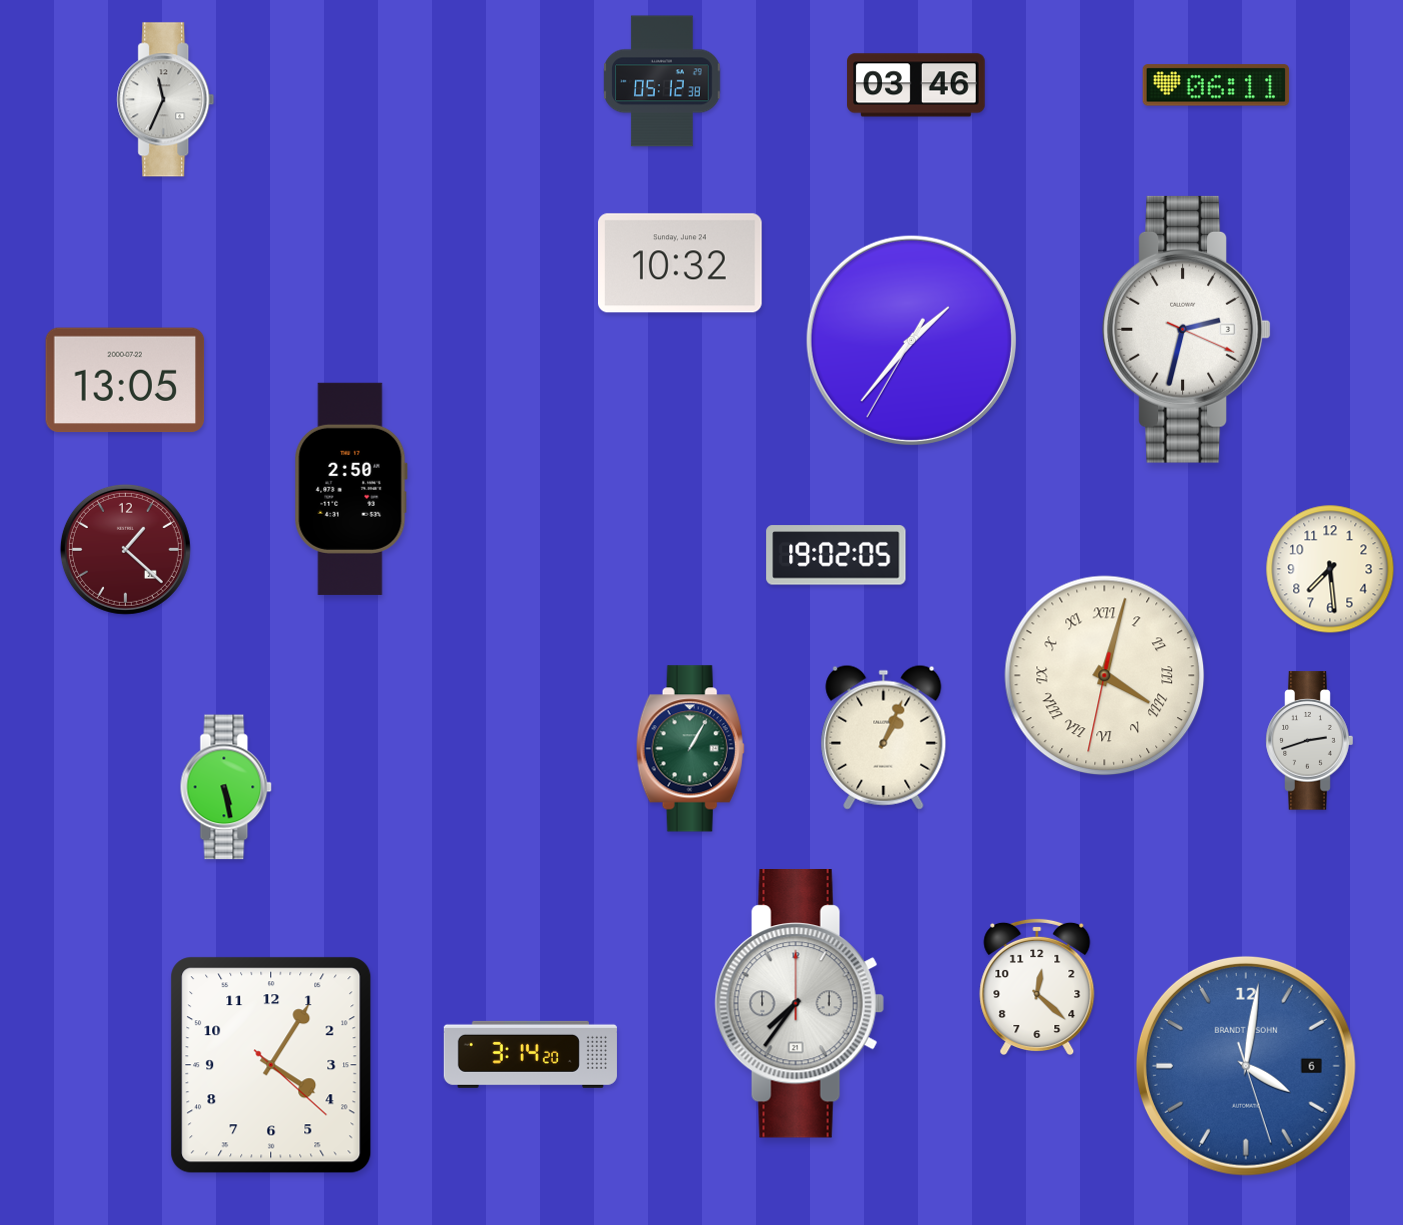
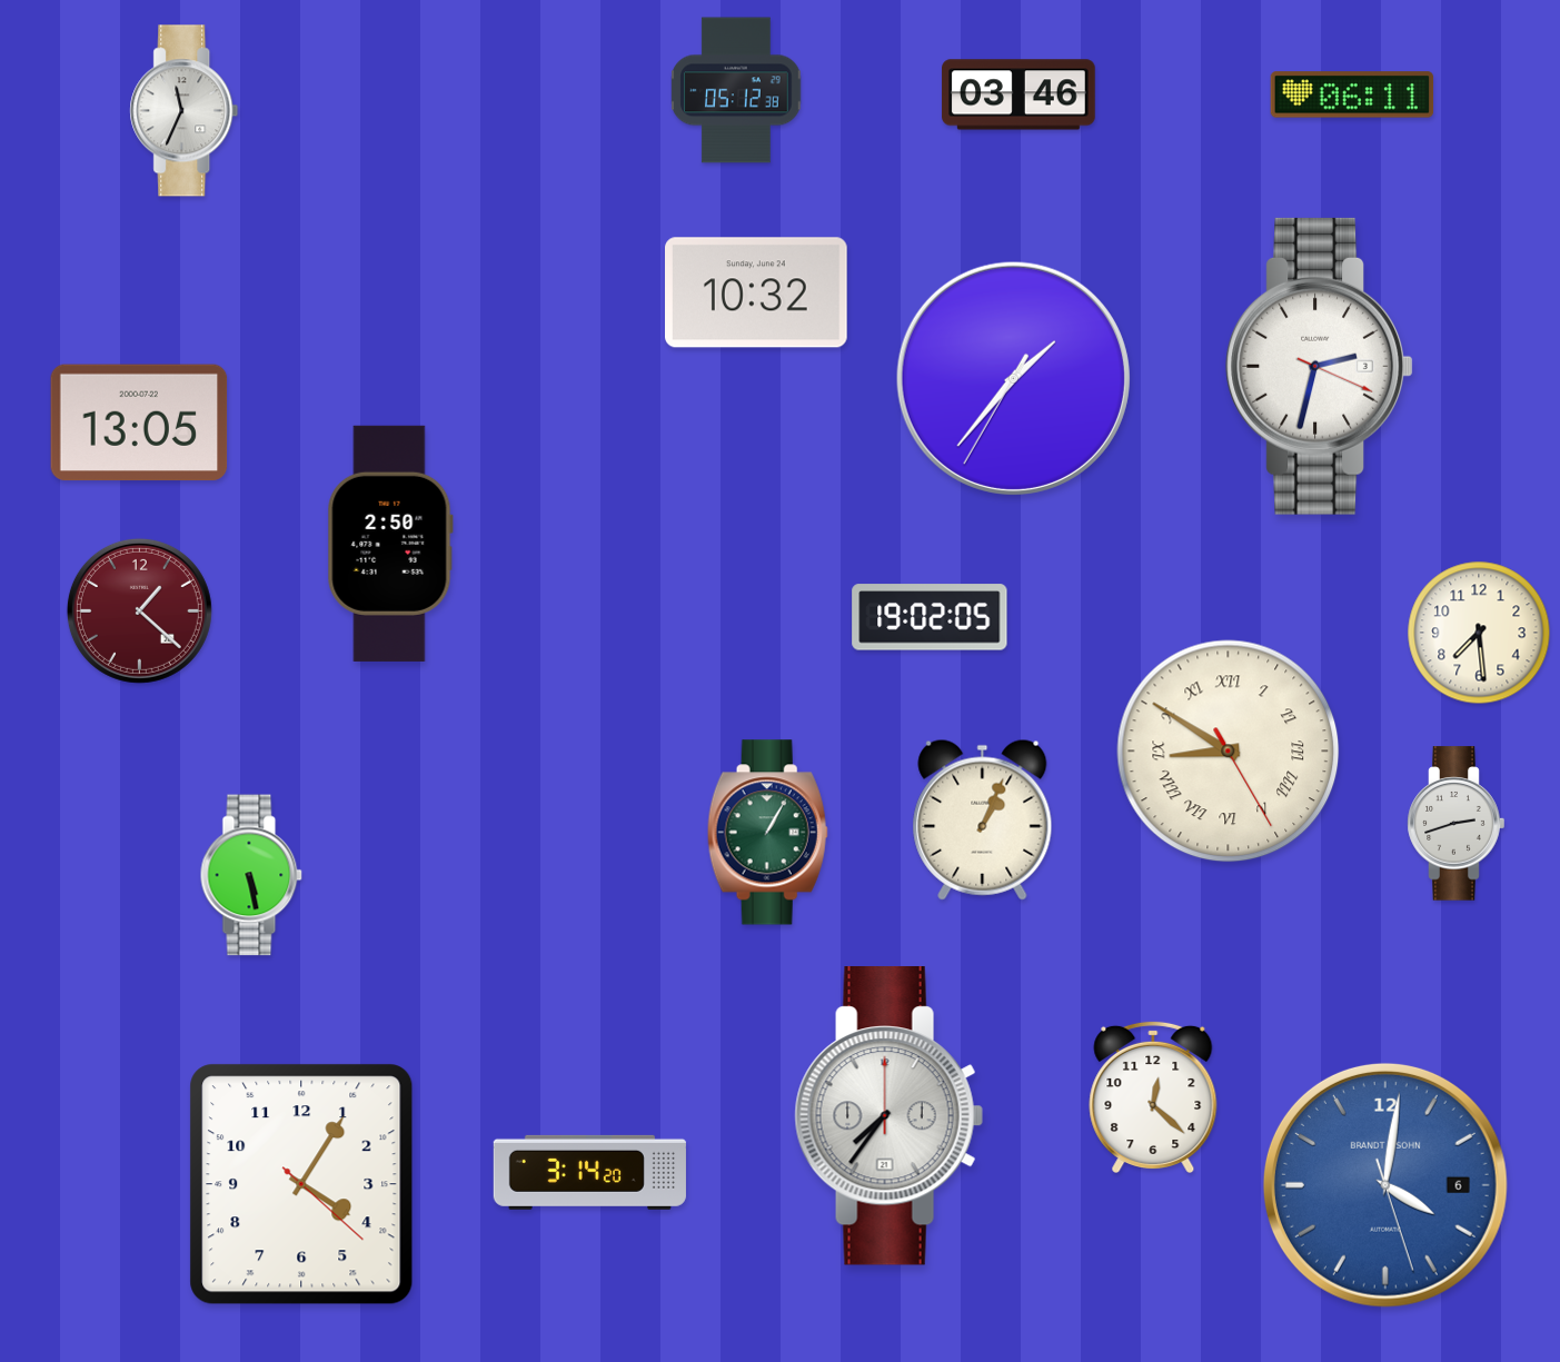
clock at (1105, 676): 4:02 -> 8:50
